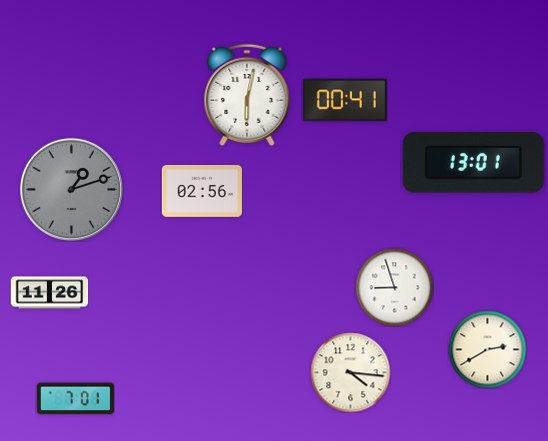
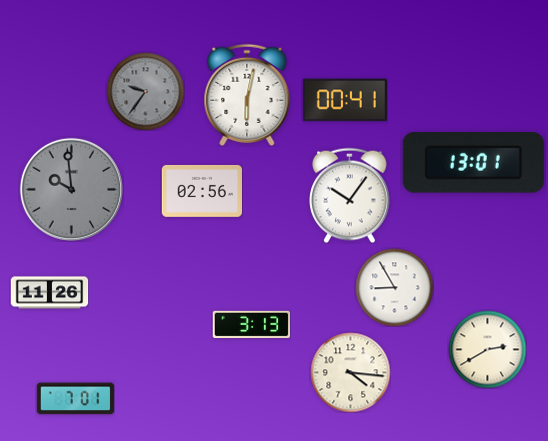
clock at (145, 91): none -> 9:36
clock at (71, 189): 1:12 -> 9:59
clock at (350, 195): none -> 10:06
clock at (394, 287): 8:57 -> 8:55
clock at (251, 324): none -> 3:13
